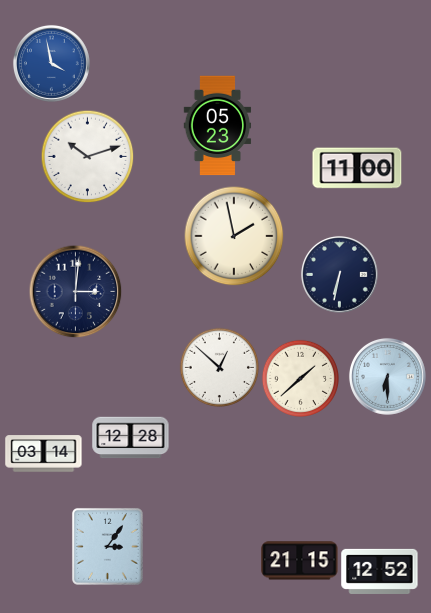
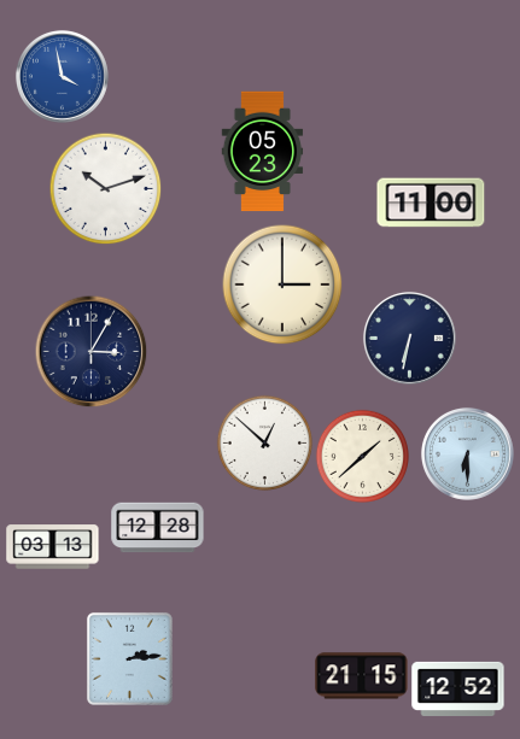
clock at (234, 236): 1:58 -> 3:00
clock at (339, 274) position: (339, 274) -> (409, 338)
clock at (75, 291): 3:01 -> 3:05
clock at (44, 454): 03:14 -> 03:13
clock at (107, 546): 3:06 -> 2:14
